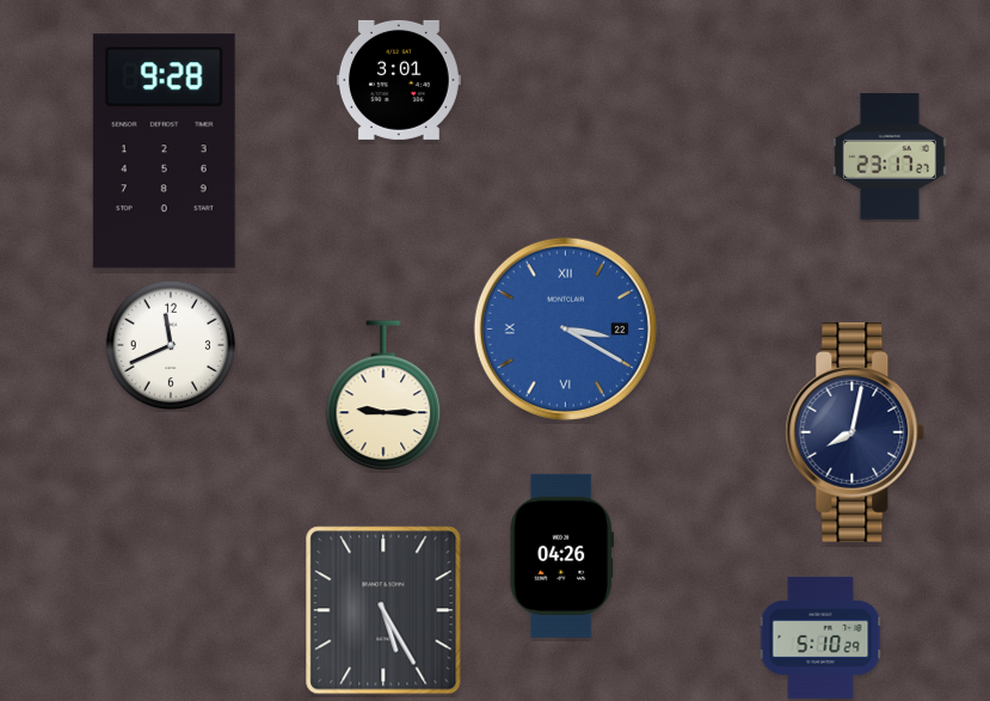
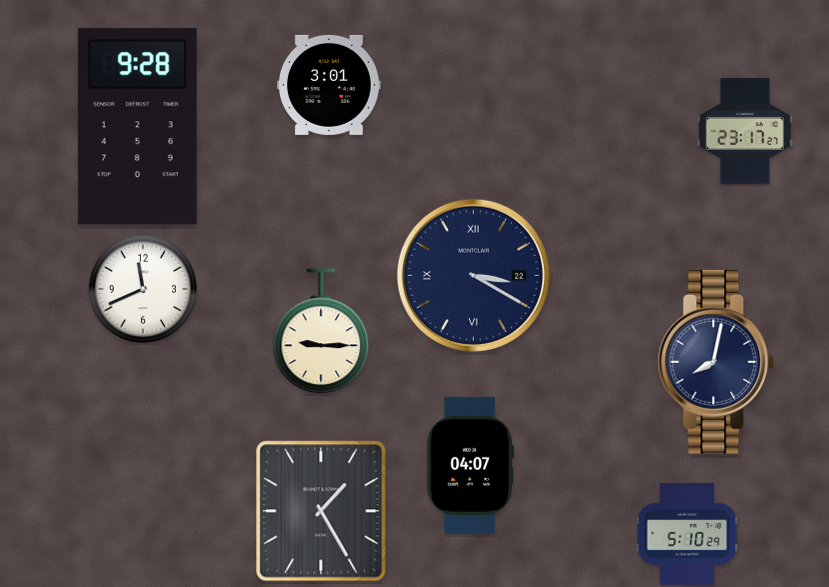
clock at (399, 80) position: (399, 80) -> (329, 85)
clock at (565, 328) dial: blue -> navy
clock at (561, 555): 04:26 -> 04:07
clock at (383, 610): 5:25 -> 1:25
